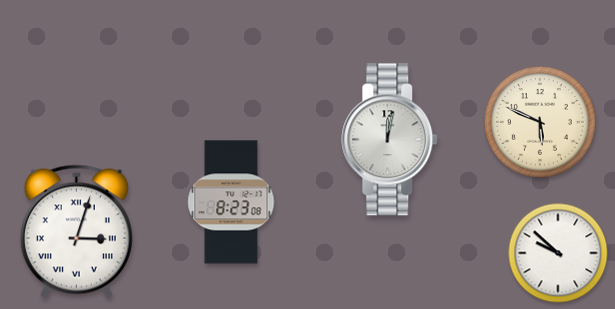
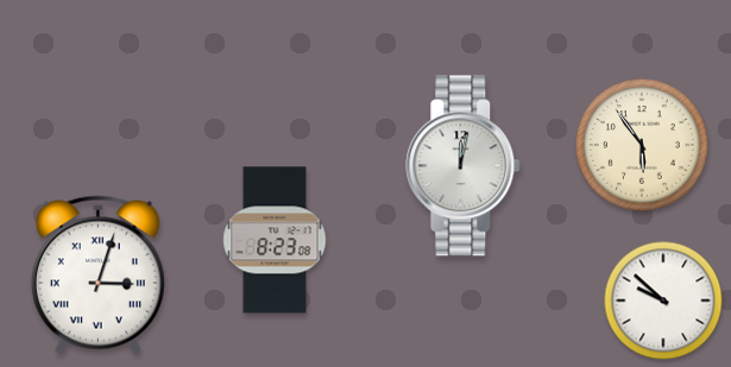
clock at (540, 122): 5:49 -> 5:54
clock at (76, 232) position: (76, 232) -> (97, 276)
